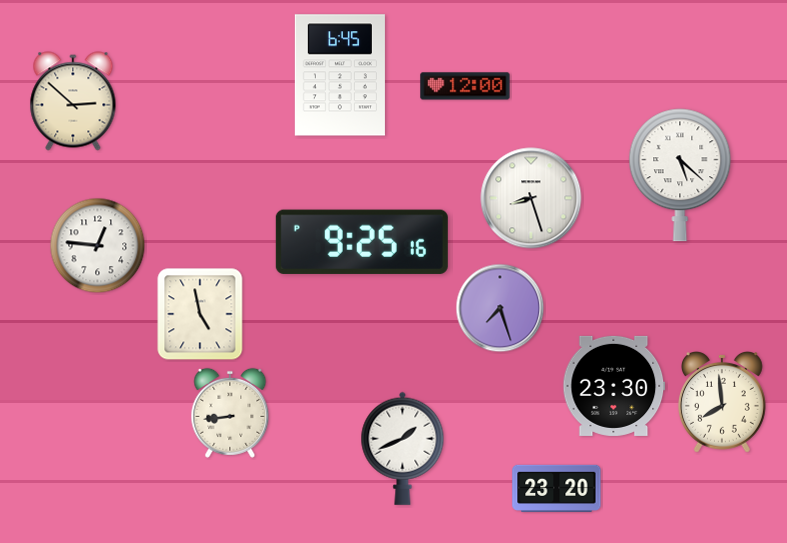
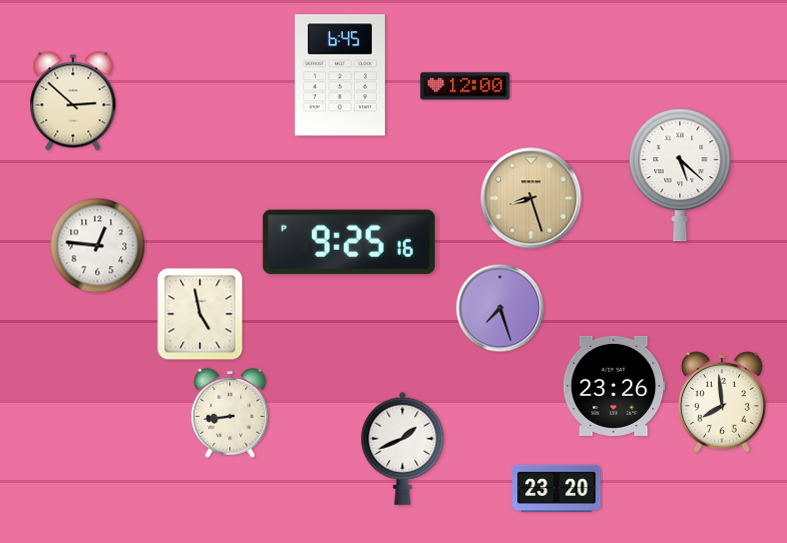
clock at (531, 198) dial: white -> champagne
clock at (362, 242) position: (362, 242) -> (349, 242)
clock at (614, 386): 23:30 -> 23:26
